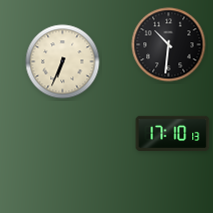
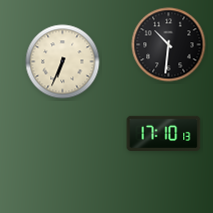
clock at (173, 133) position: (173, 133) -> (164, 133)
